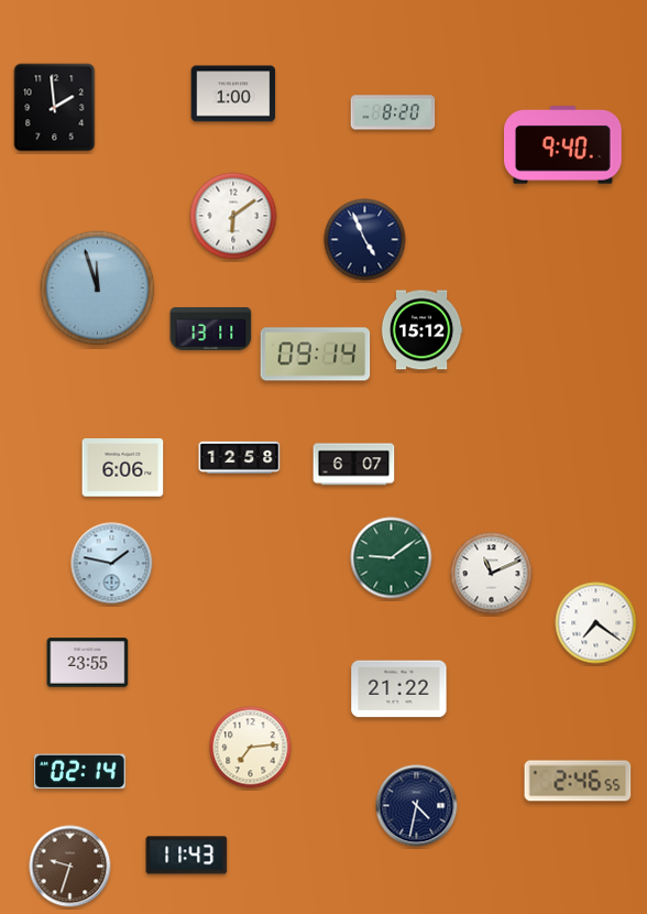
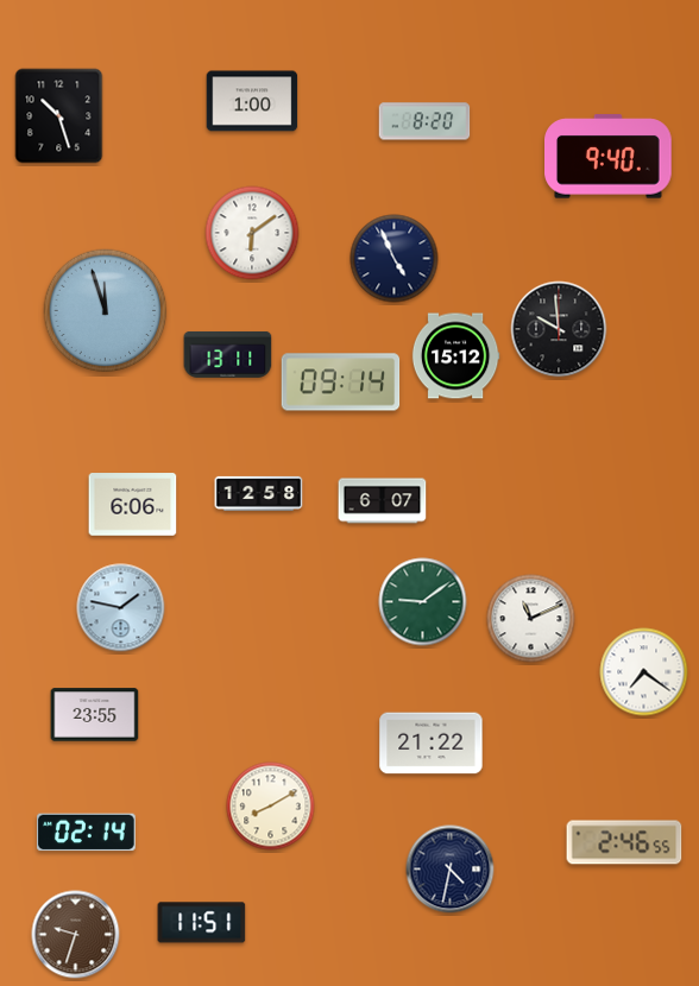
clock at (55, 108): 1:59 -> 10:27
clock at (559, 329): none -> 9:59
clock at (251, 748): 7:14 -> 8:10
clock at (187, 856): 11:43 -> 11:51
